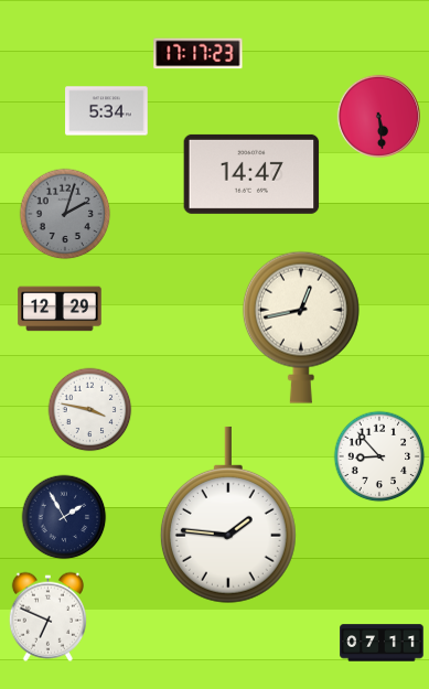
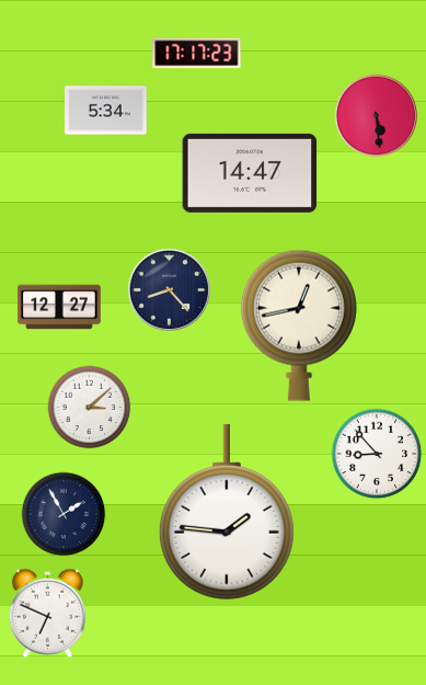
clock at (65, 214): 2:03 -> none
clock at (169, 289): none -> 8:23
clock at (60, 309): 12:29 -> 12:27
clock at (90, 410): 3:47 -> 3:08
clock at (382, 643): 07:11 -> none
